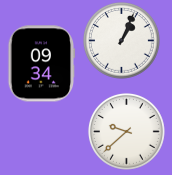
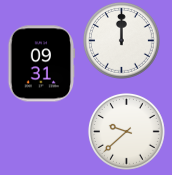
clock at (121, 40): 1:04 -> 12:00
clock at (42, 64): 09:34 -> 09:31
